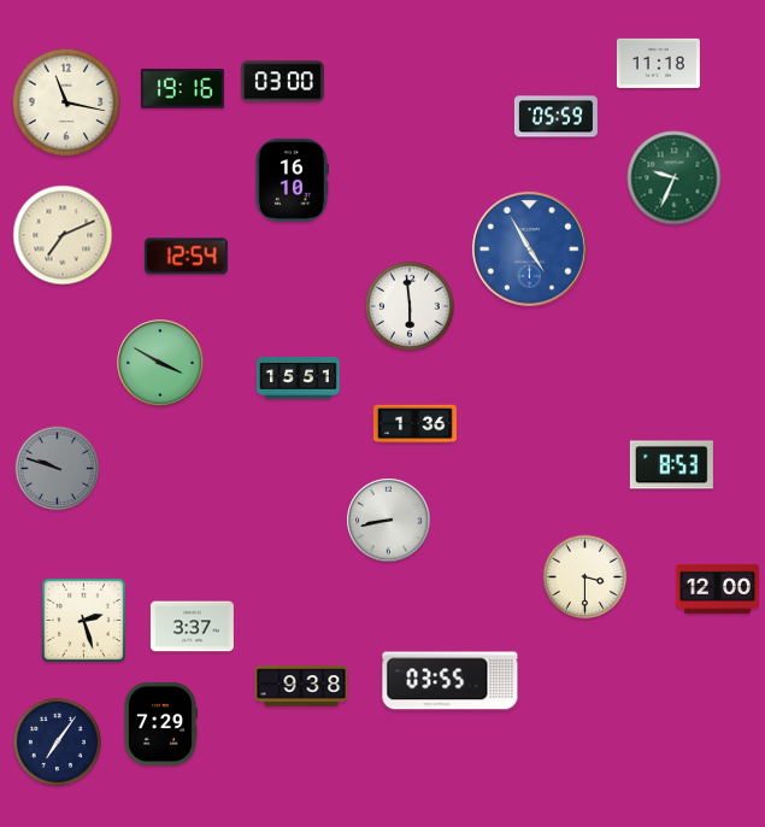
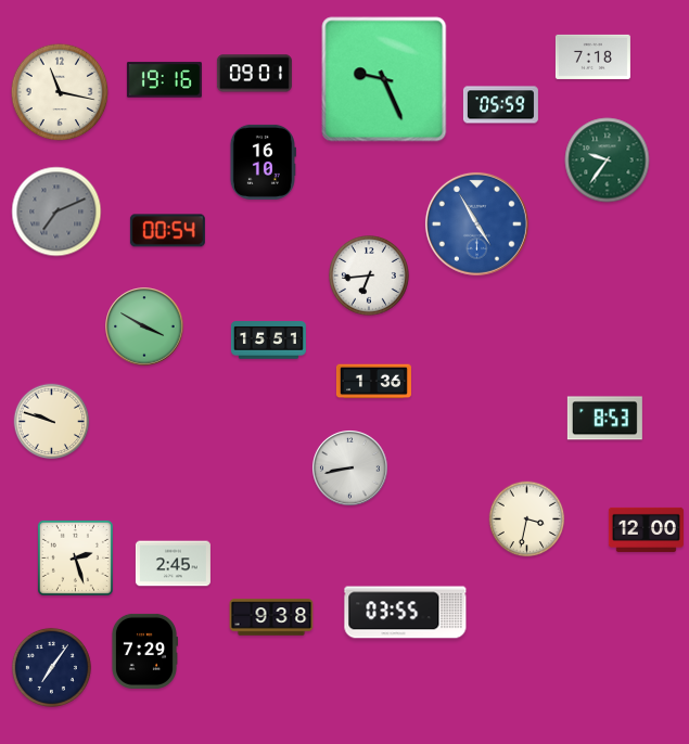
clock at (658, 63): 11:18 -> 7:18
clock at (282, 82): 03:00 -> 09:01
clock at (384, 79): none -> 9:26
clock at (675, 178): 9:34 -> 9:36
clock at (63, 235) dial: cream -> grey
clock at (186, 257): 12:54 -> 00:54
clock at (411, 307): 5:59 -> 6:44
clock at (58, 469) dial: grey -> cream
clock at (585, 577): 3:30 -> 3:32
clock at (192, 627): 3:37 -> 2:45
